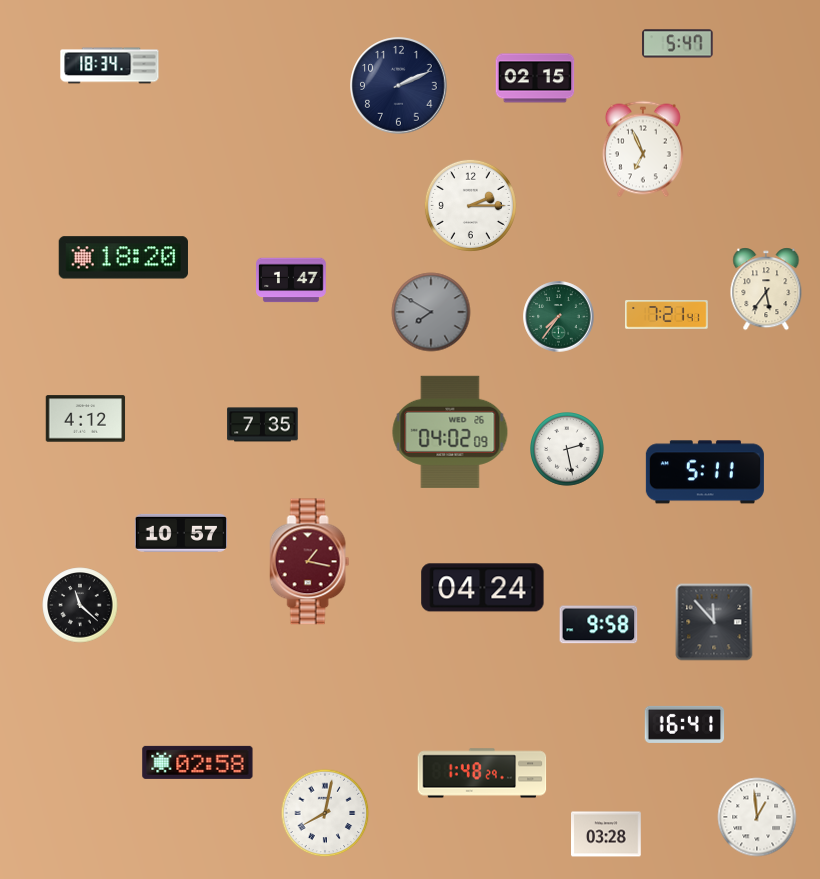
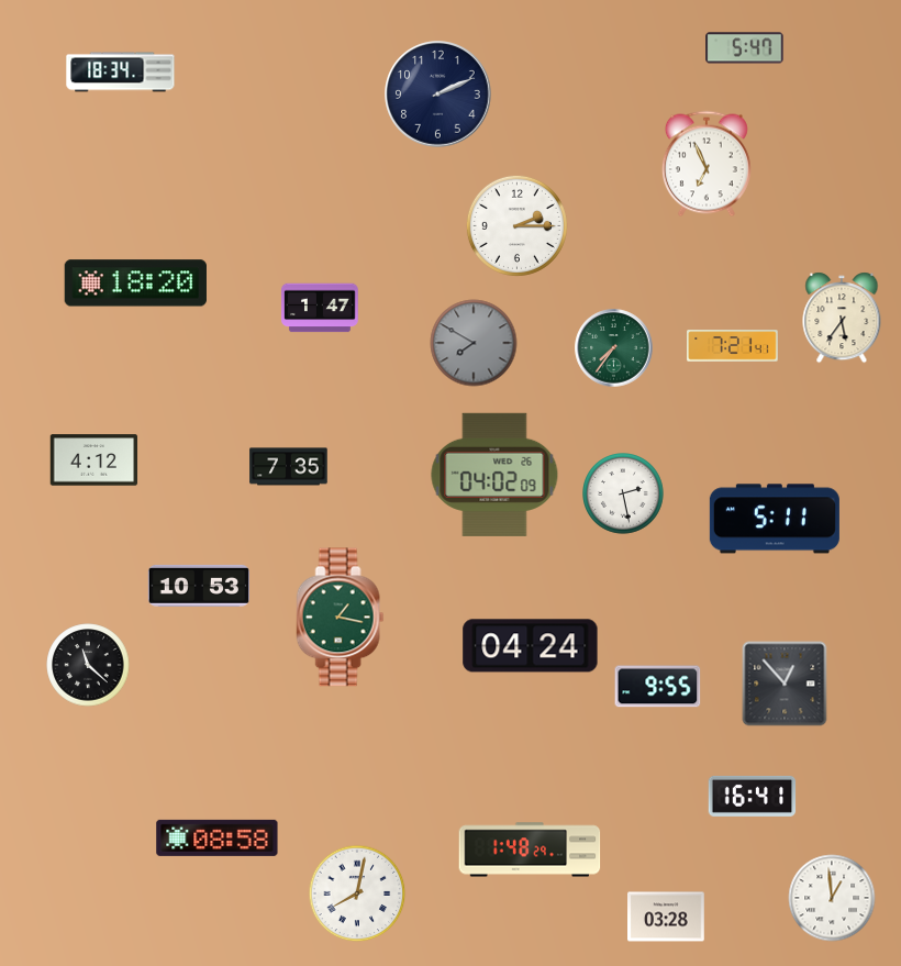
clock at (535, 78): 02:15 -> none
clock at (180, 533): 10:57 -> 10:53
clock at (310, 562) dial: burgundy -> green
clock at (714, 622): 11:53 -> 12:53
clock at (599, 625): 9:58 -> 9:55
clock at (198, 762): 02:58 -> 08:58
